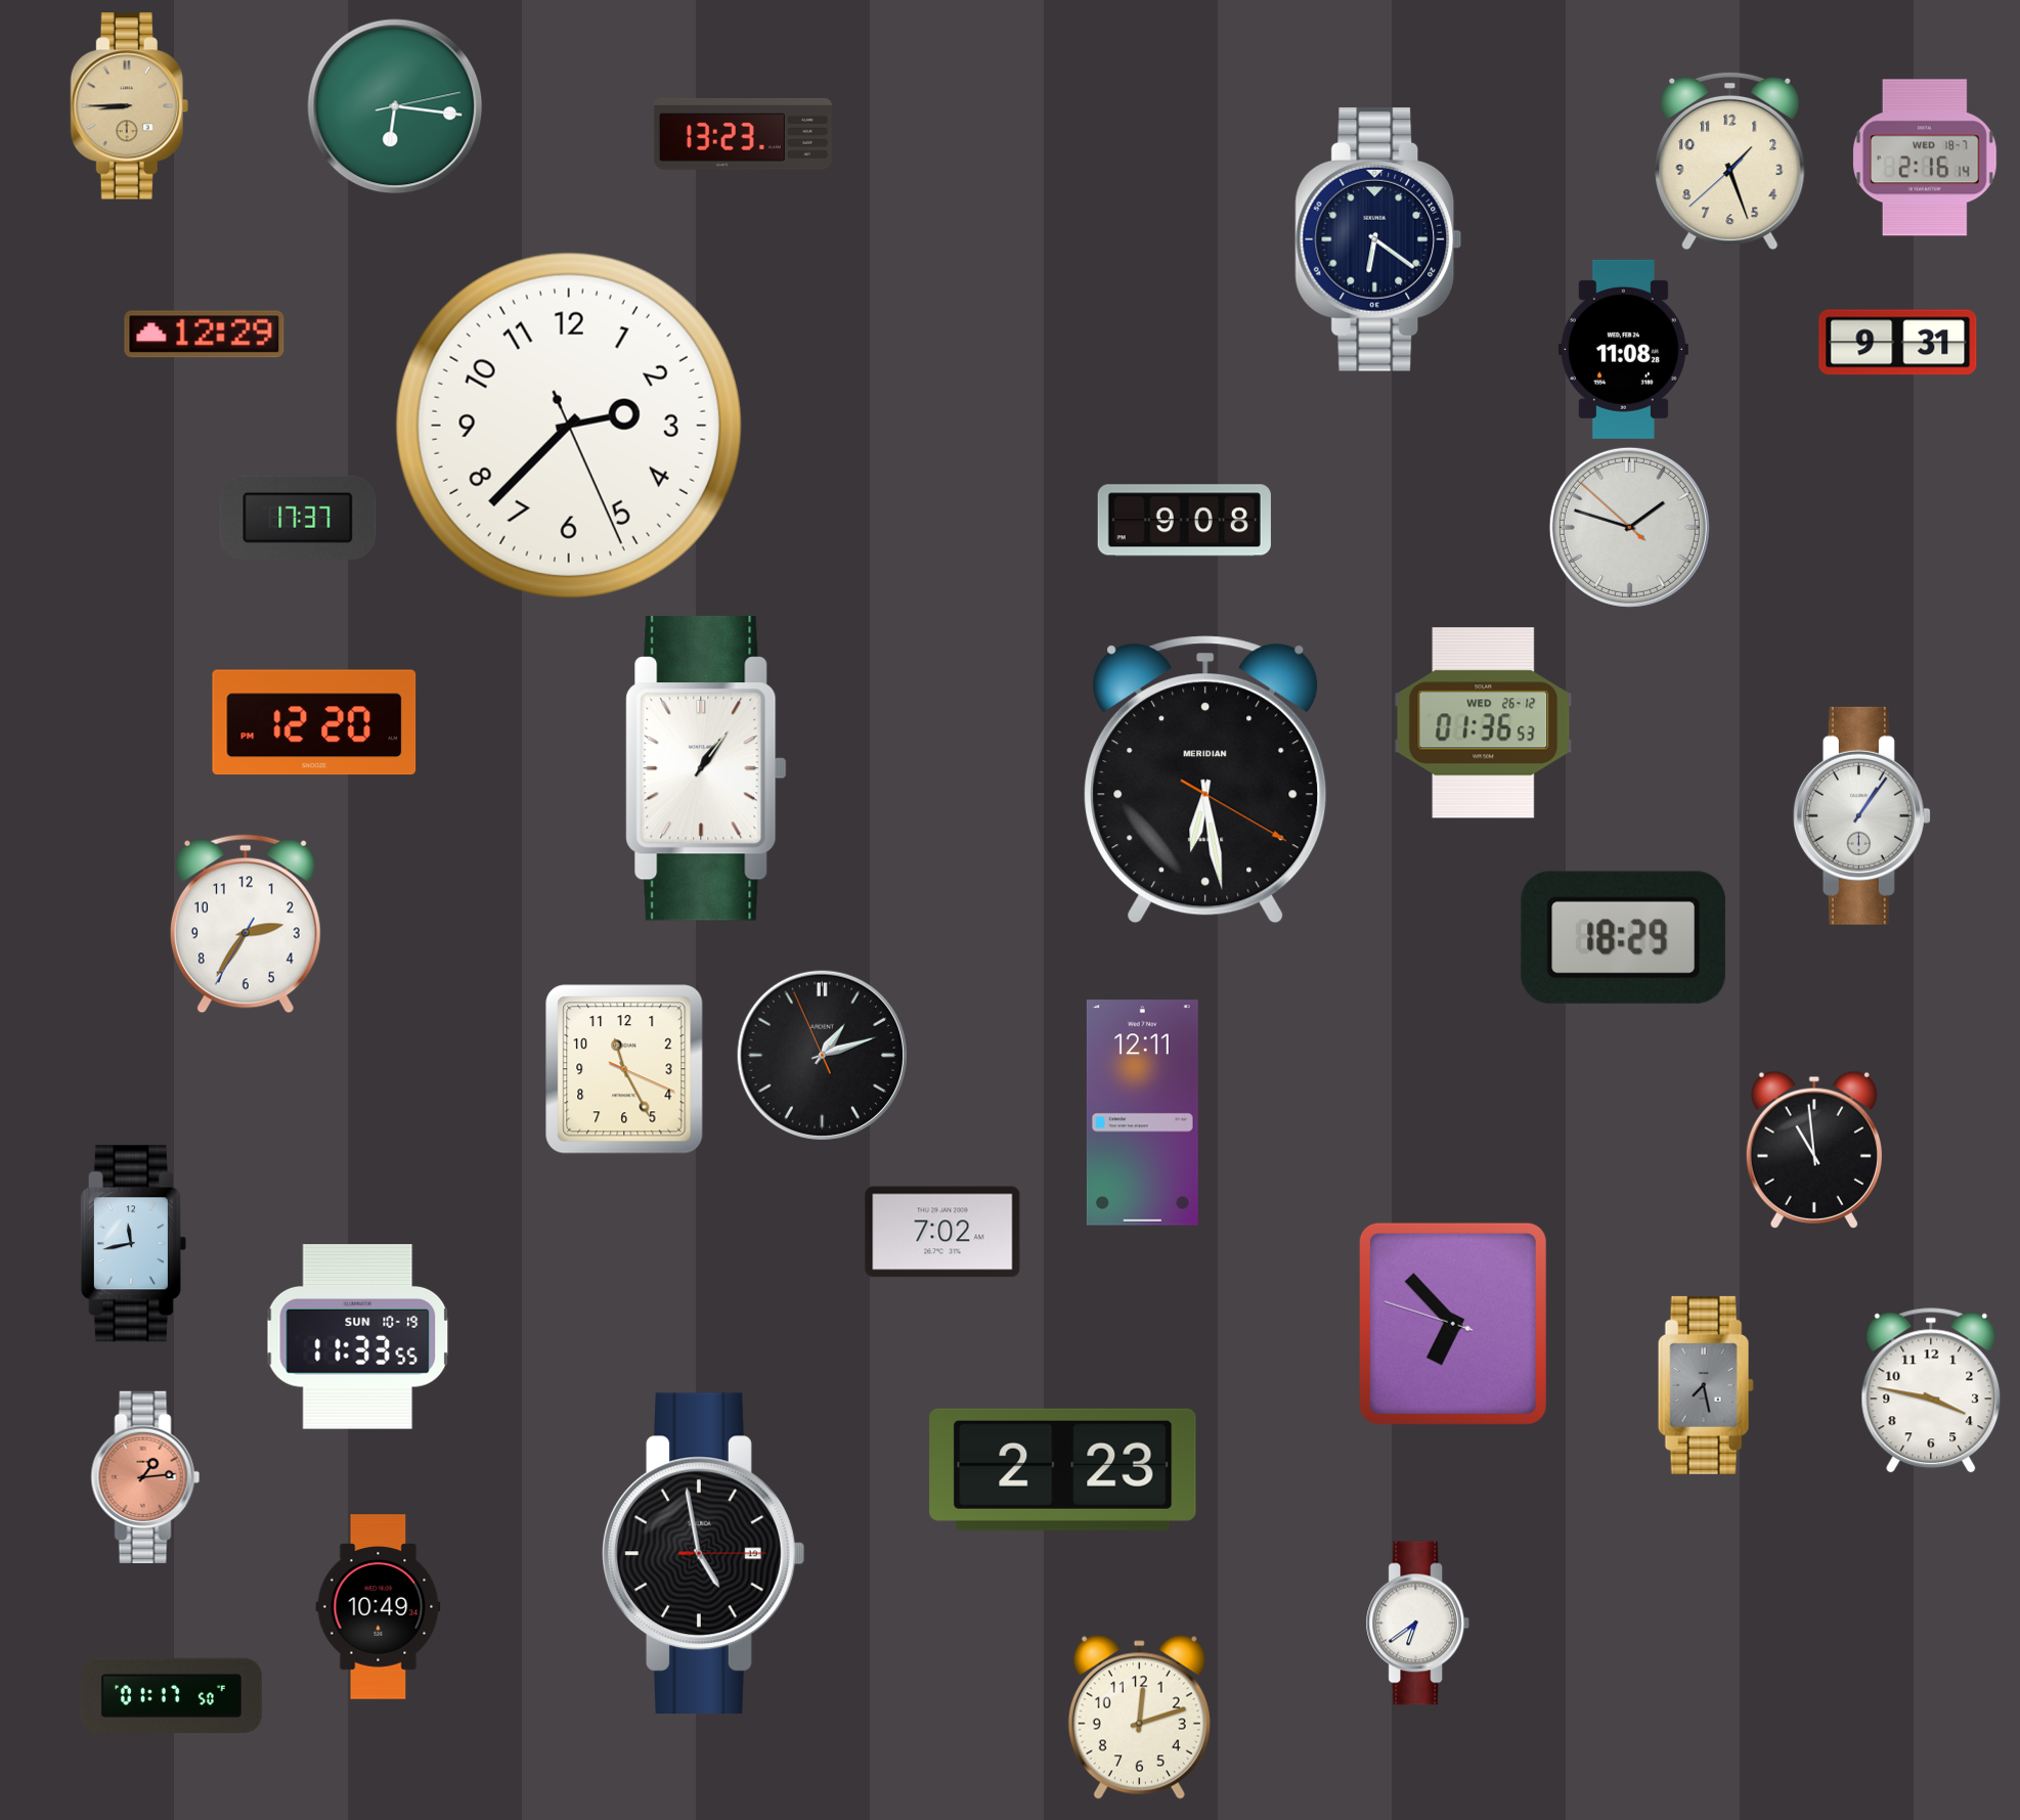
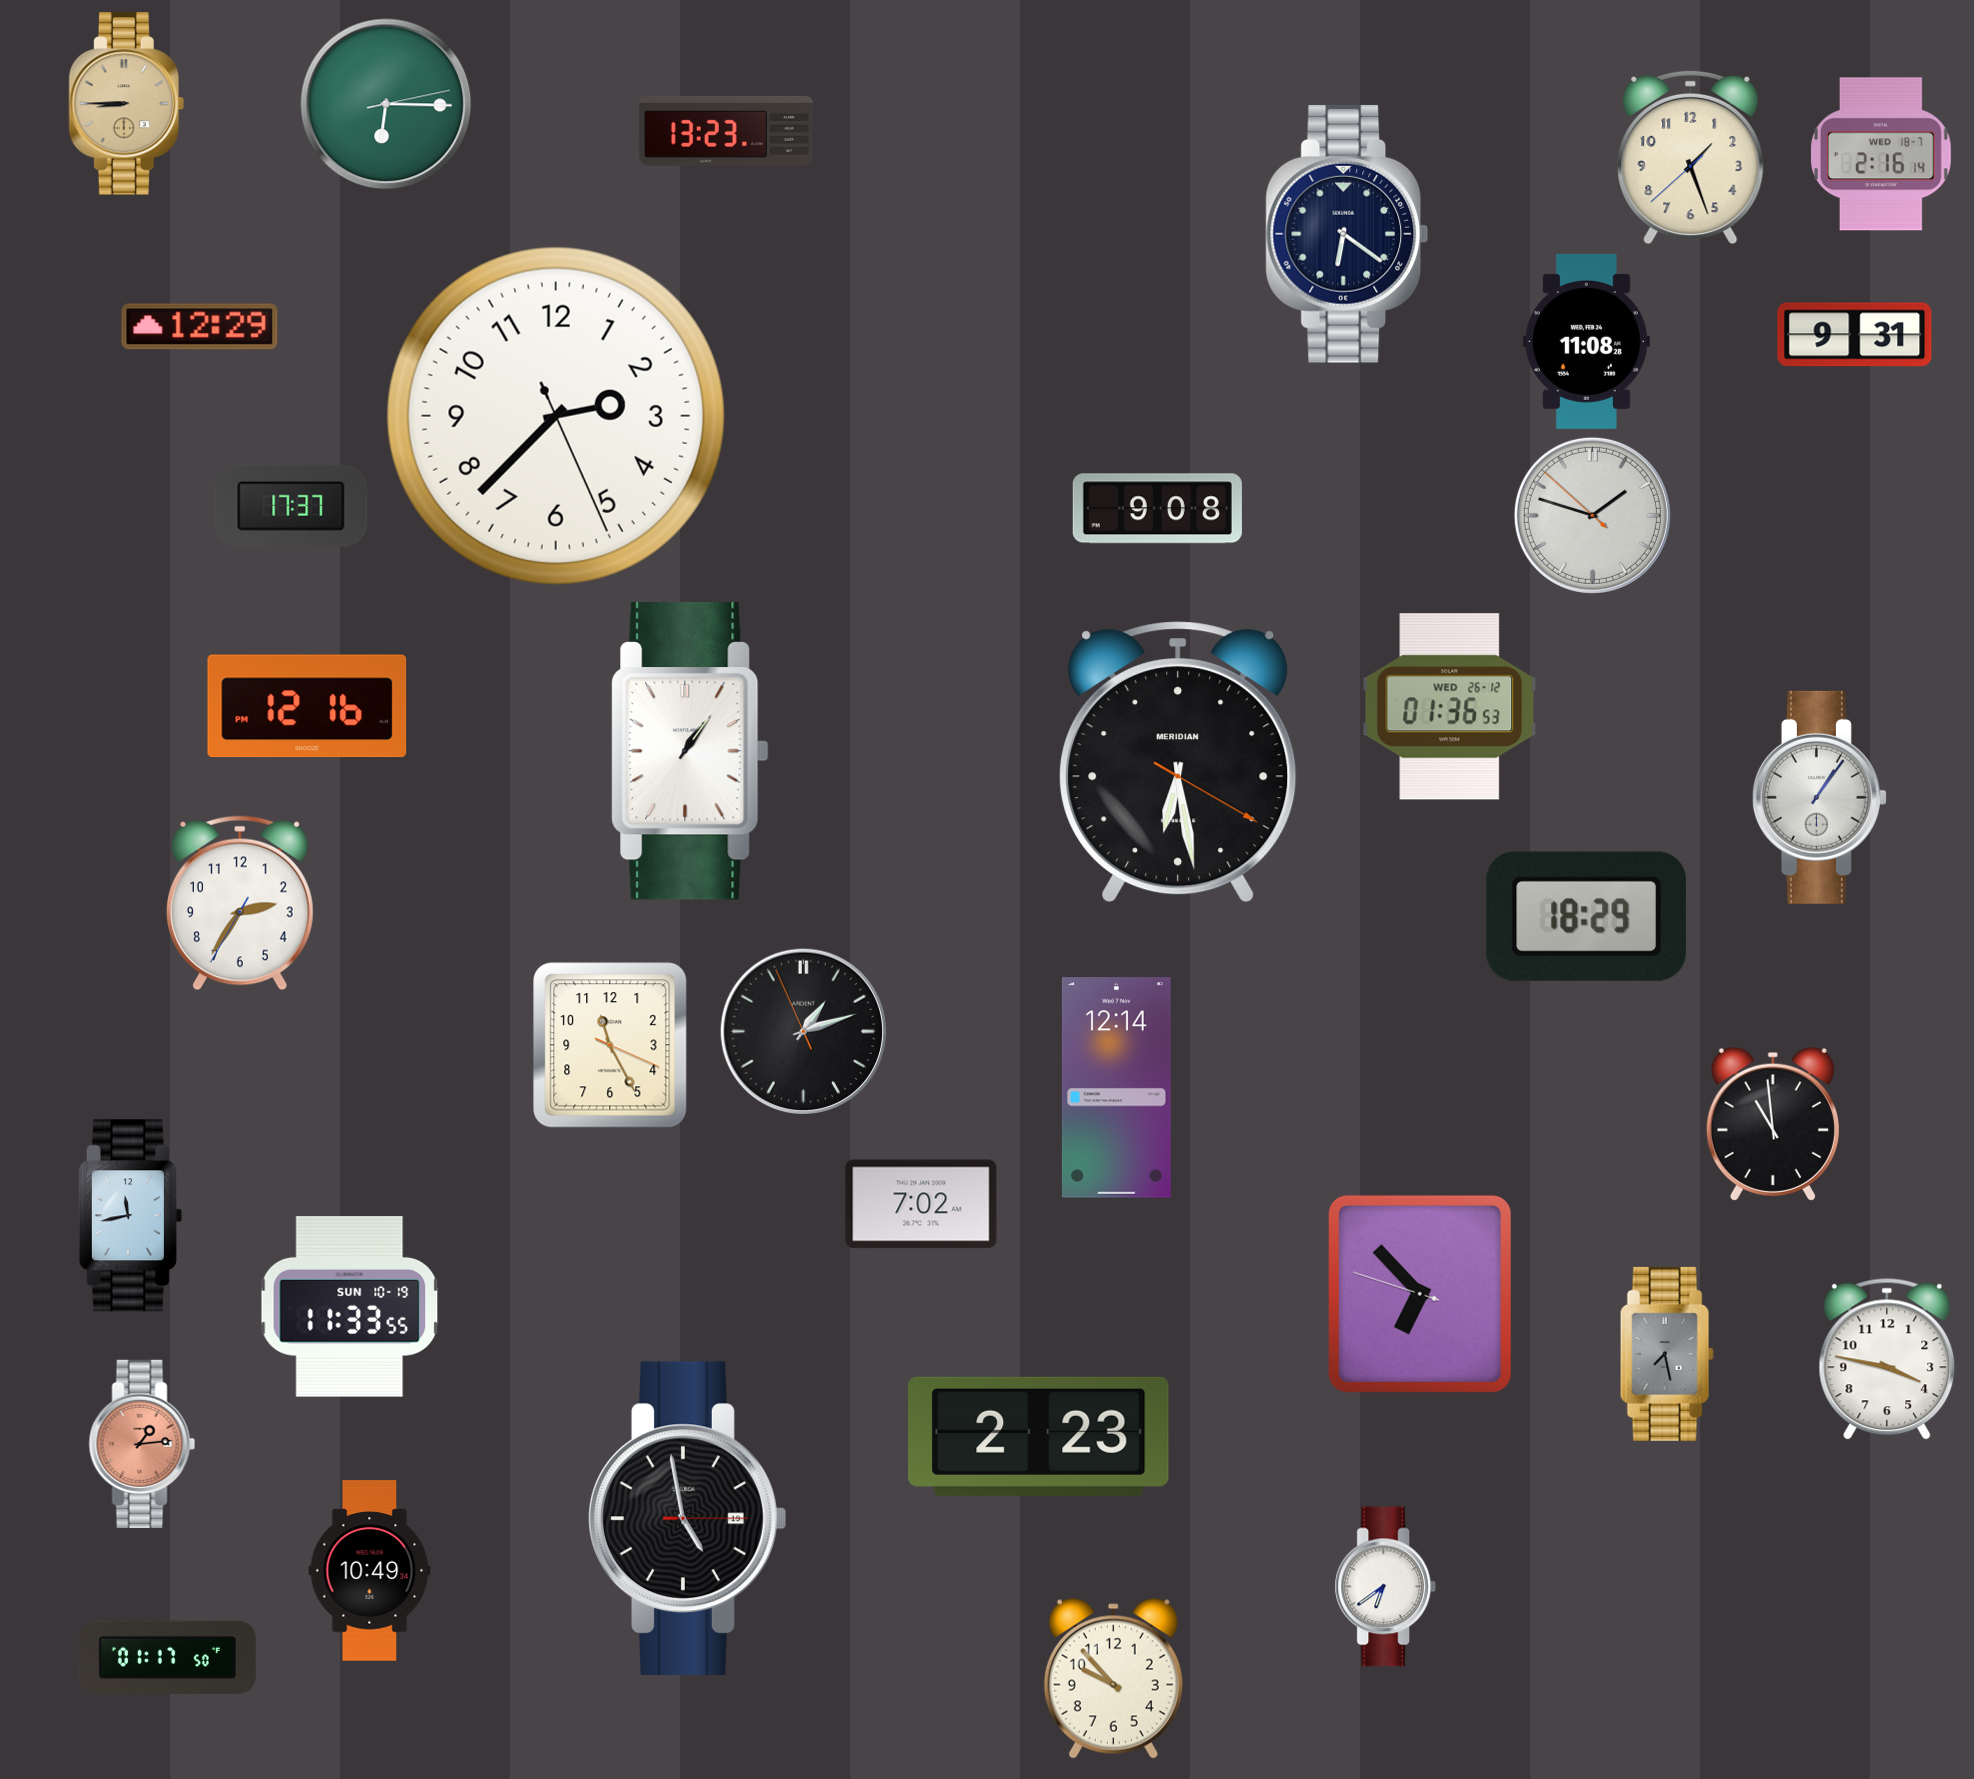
clock at (395, 106): 6:16 -> 6:15
clock at (314, 722): 12:20 -> 12:16
clock at (1142, 1113): 12:11 -> 12:14
clock at (1139, 1718): 12:12 -> 9:53
